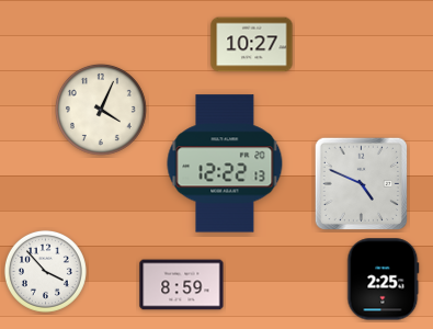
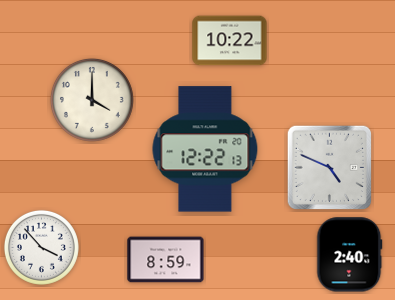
clock at (252, 45): 10:27 -> 10:22
clock at (101, 110): 4:04 -> 4:00
clock at (384, 280): 2:25 -> 2:40
